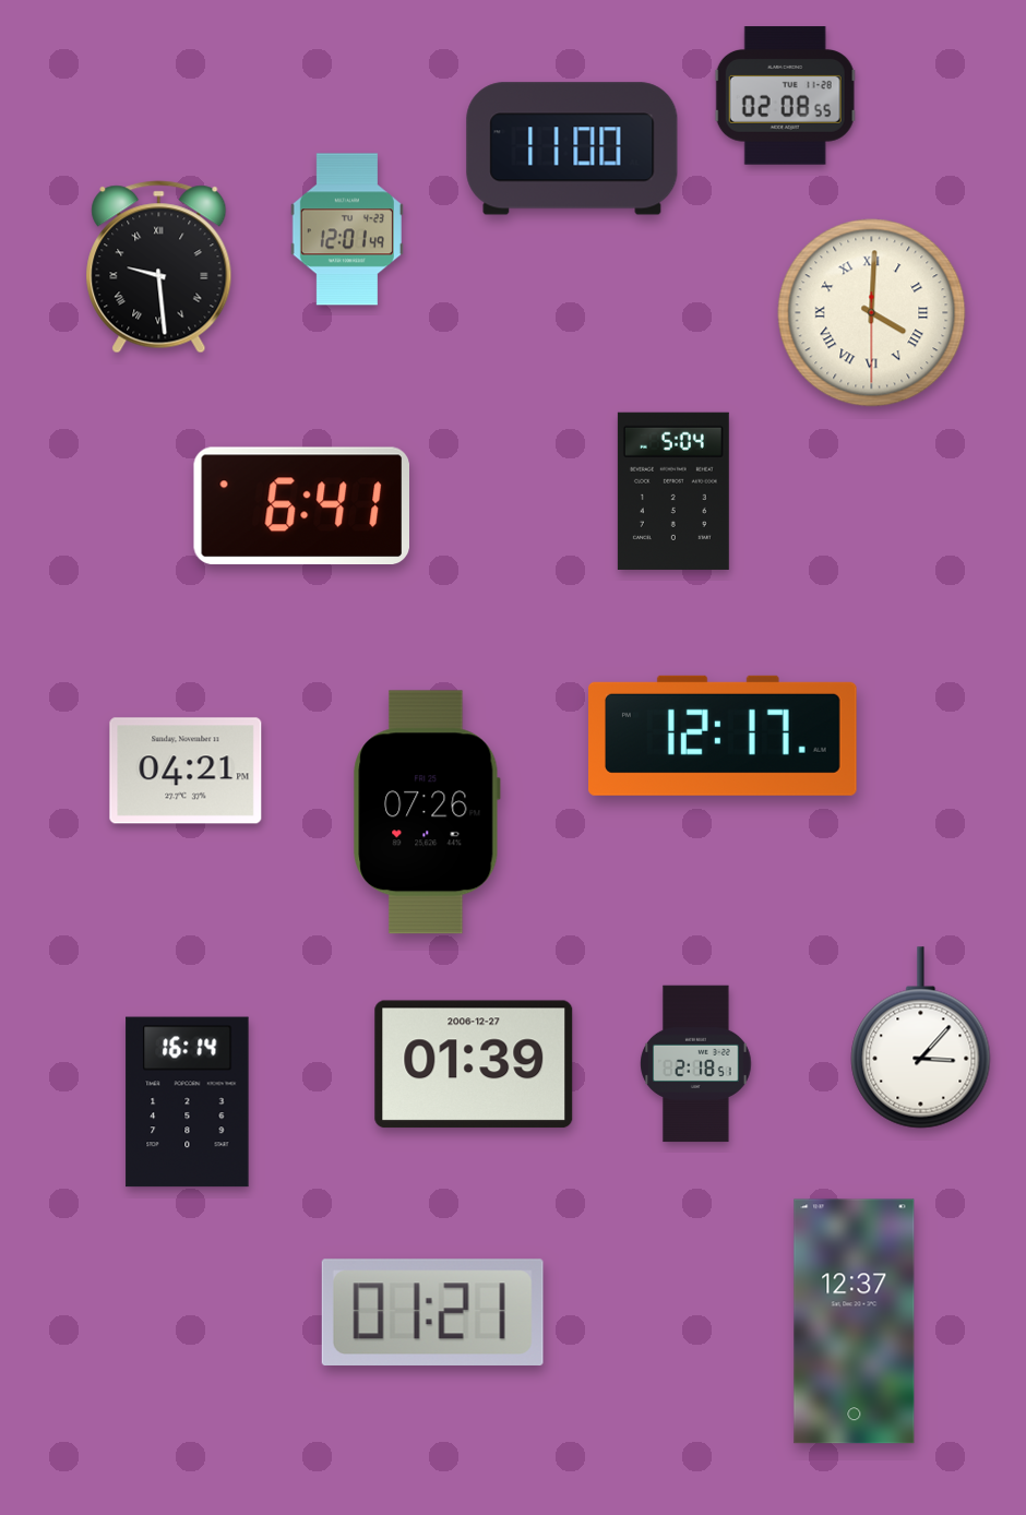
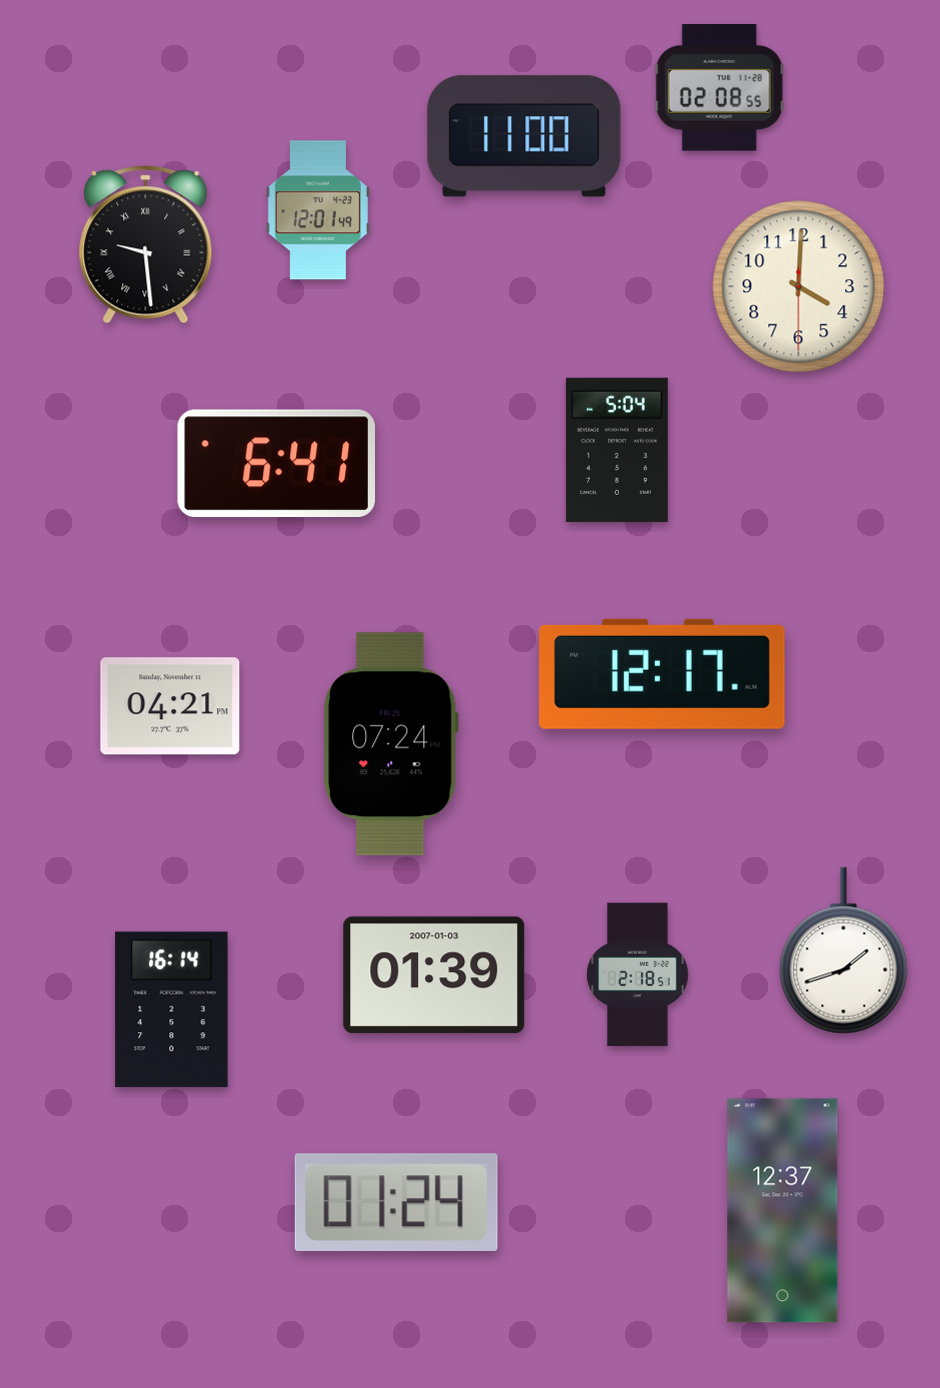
clock at (872, 313) numerals: Roman -> Arabic
clock at (427, 812): 07:26 -> 07:24
clock at (921, 1038): 3:07 -> 1:42
clock at (474, 1064) date: 2006-12-27 -> 2007-01-03
clock at (432, 1312): 01:21 -> 01:24
